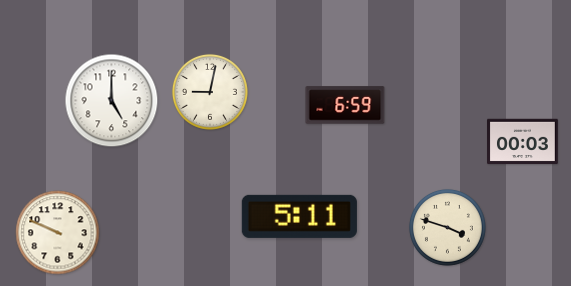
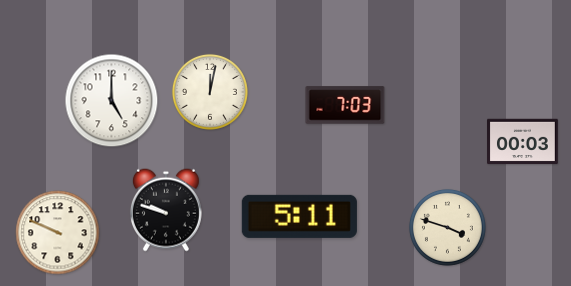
clock at (210, 92): 9:02 -> 12:02
clock at (345, 105): 6:59 -> 7:03
clock at (166, 210): none -> 9:48
